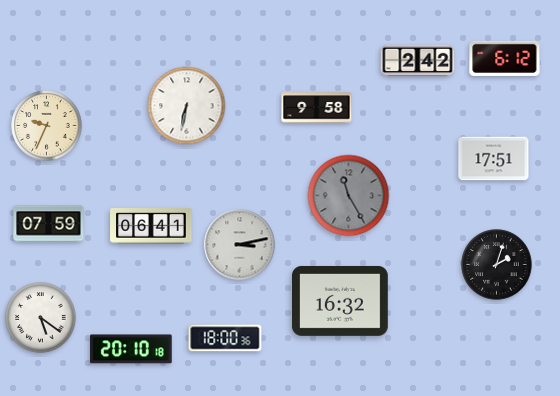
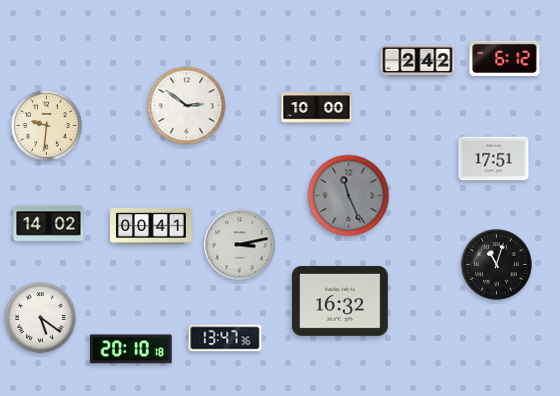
clock at (187, 106): 6:32 -> 2:51
clock at (317, 108): 9:58 -> 10:00
clock at (47, 126): 9:34 -> 9:31
clock at (349, 196): 11:25 -> 11:26
clock at (49, 224): 07:59 -> 14:02
clock at (151, 227): 06:41 -> 00:41
clock at (497, 265): 2:03 -> 11:03
clock at (225, 338): 18:00 -> 13:47
